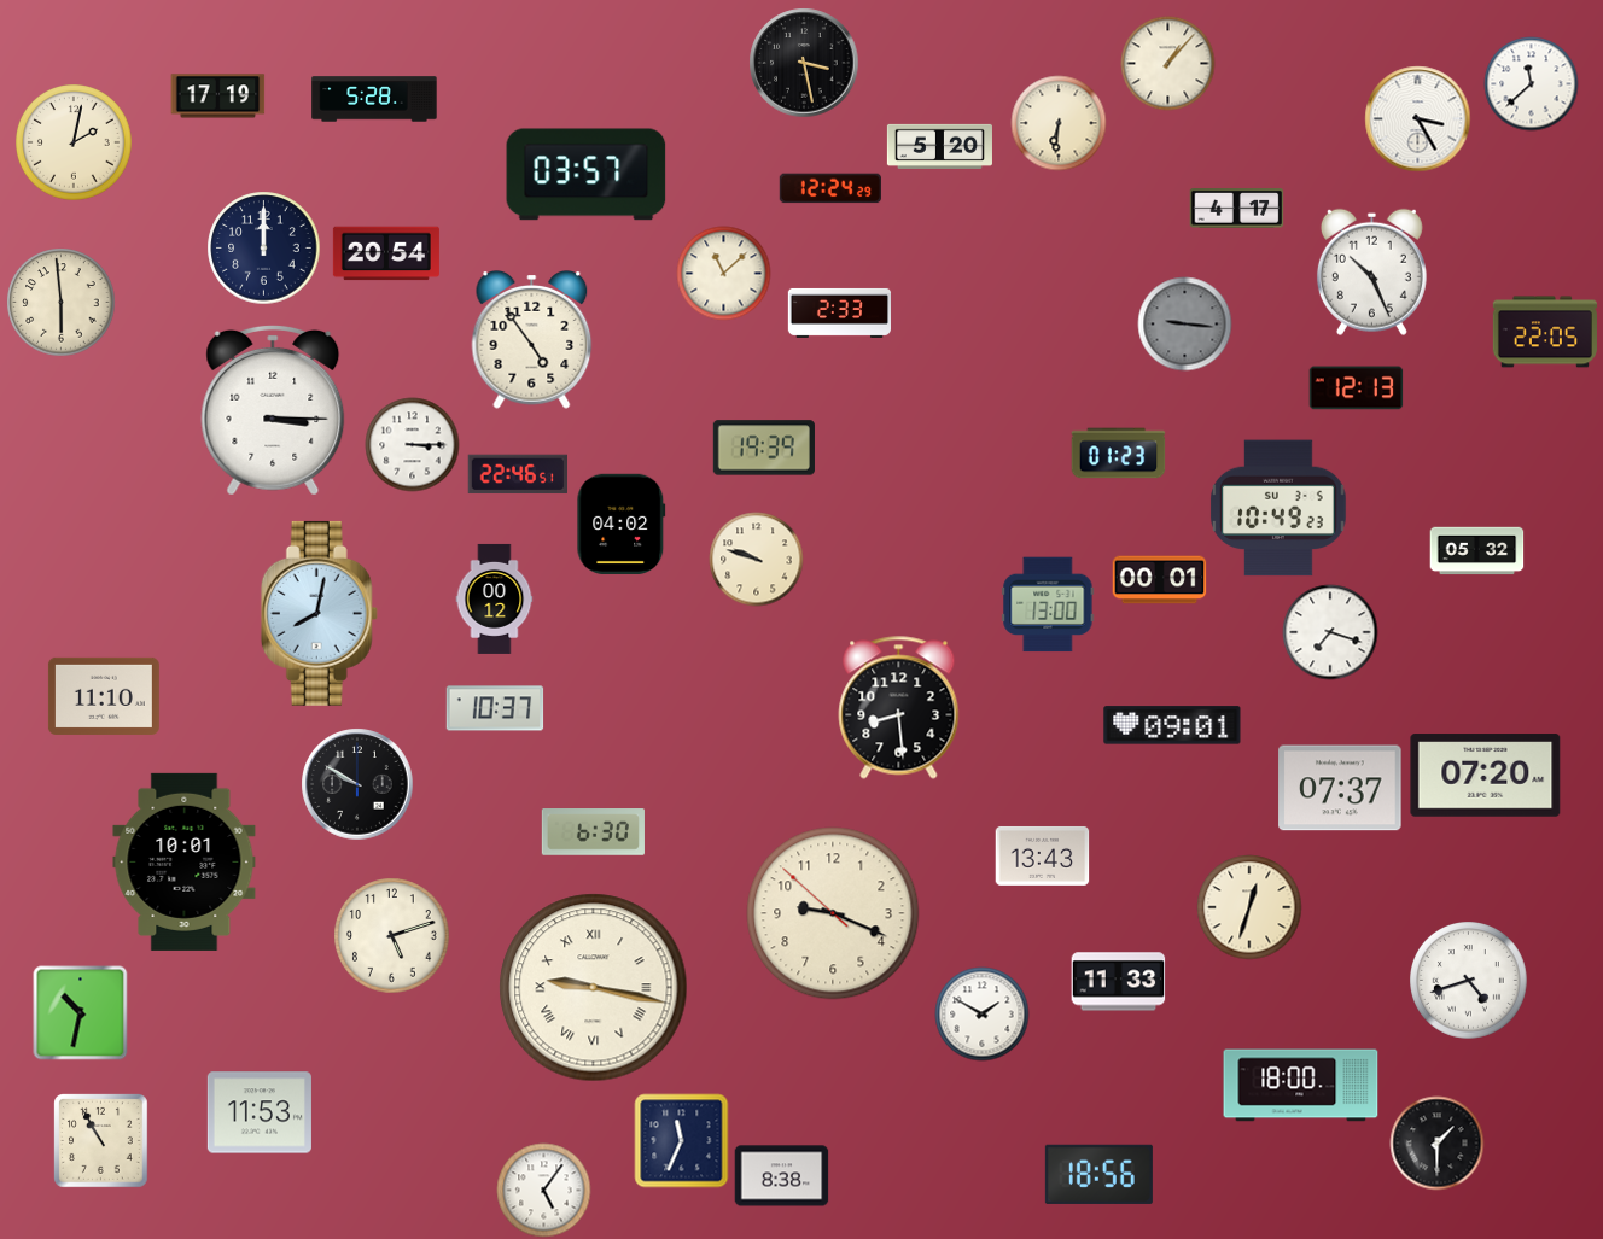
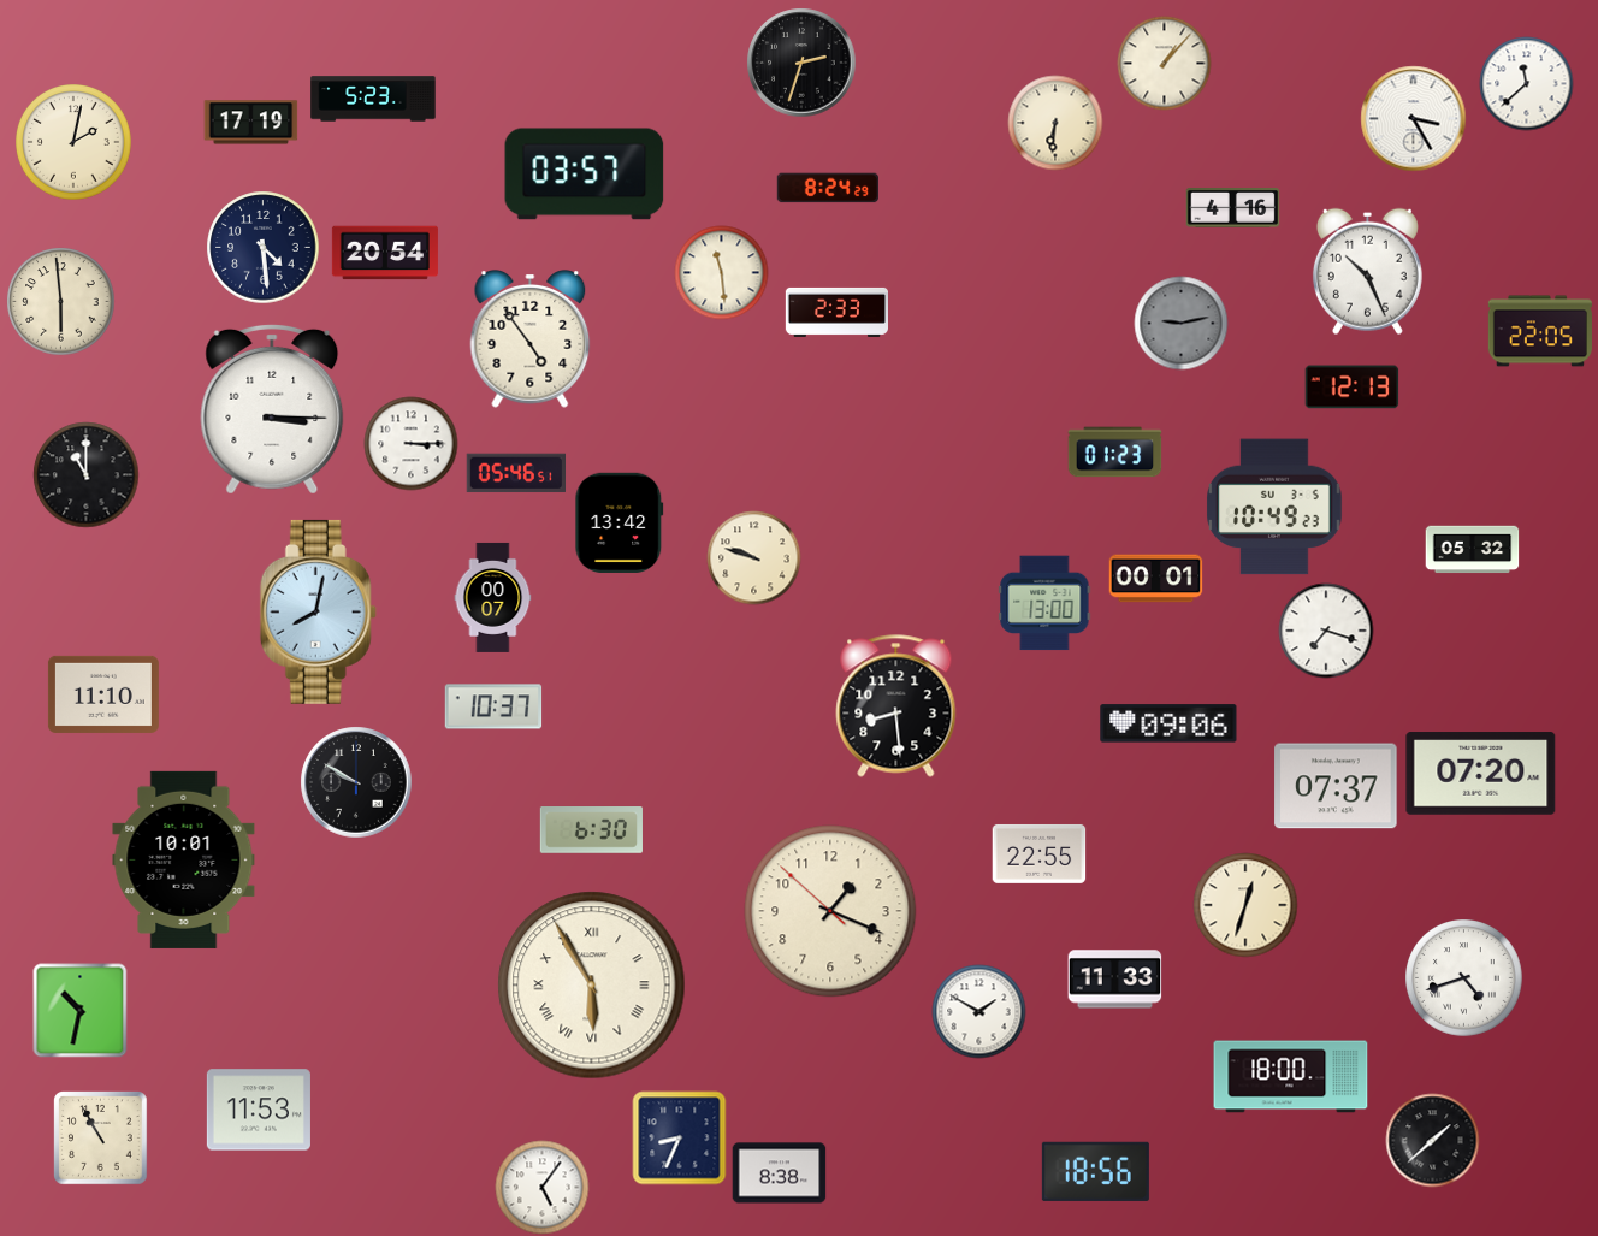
clock at (804, 63): 3:28 -> 2:33
clock at (217, 97) position: (217, 97) -> (250, 123)
clock at (374, 99): 5:28 -> 5:23
clock at (939, 146): 5:20 -> none
clock at (830, 188): 12:24 -> 8:24
clock at (1236, 209): 4:17 -> 4:16
clock at (263, 247): 12:00 -> 4:29
clock at (723, 273): 11:08 -> 11:29
clock at (1184, 323): 9:16 -> 9:13
clock at (763, 448): 19:39 -> none
clock at (517, 474): 22:46 -> 05:46
clock at (85, 474): none -> 11:00
clock at (622, 524): 04:02 -> 13:42
clock at (495, 598): 00:12 -> 00:07
clock at (1172, 725): 09:01 -> 09:06
clock at (1042, 855): 13:43 -> 22:55
clock at (833, 913): 9:18 -> 1:18
clock at (391, 935): 5:12 -> none
clock at (594, 988): 9:17 -> 5:55
clock at (1301, 1086) position: (1301, 1086) -> (1291, 1077)
clock at (681, 1140): 11:34 -> 8:34
clock at (1436, 1142): 1:30 -> 1:38
